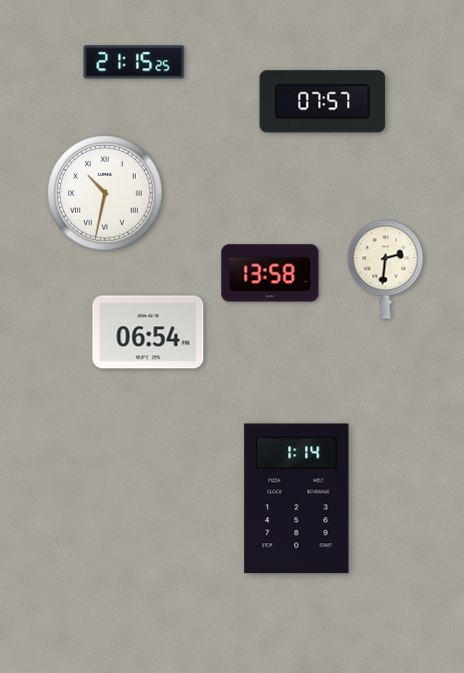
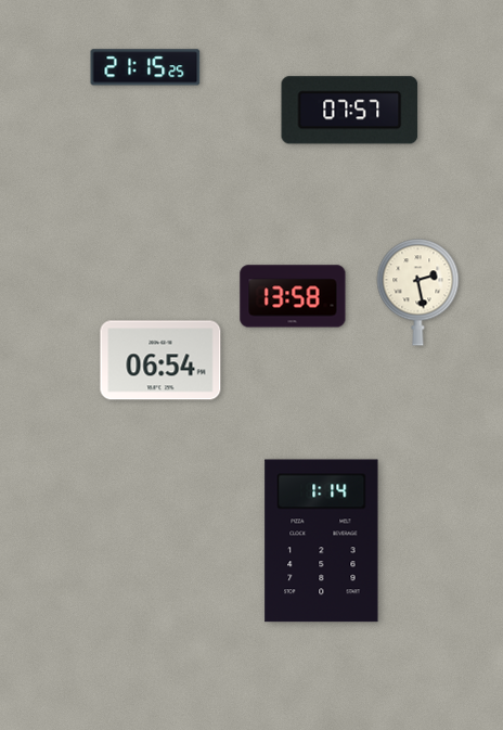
clock at (105, 193): 10:32 -> none
clock at (386, 270): 2:31 -> 2:28
